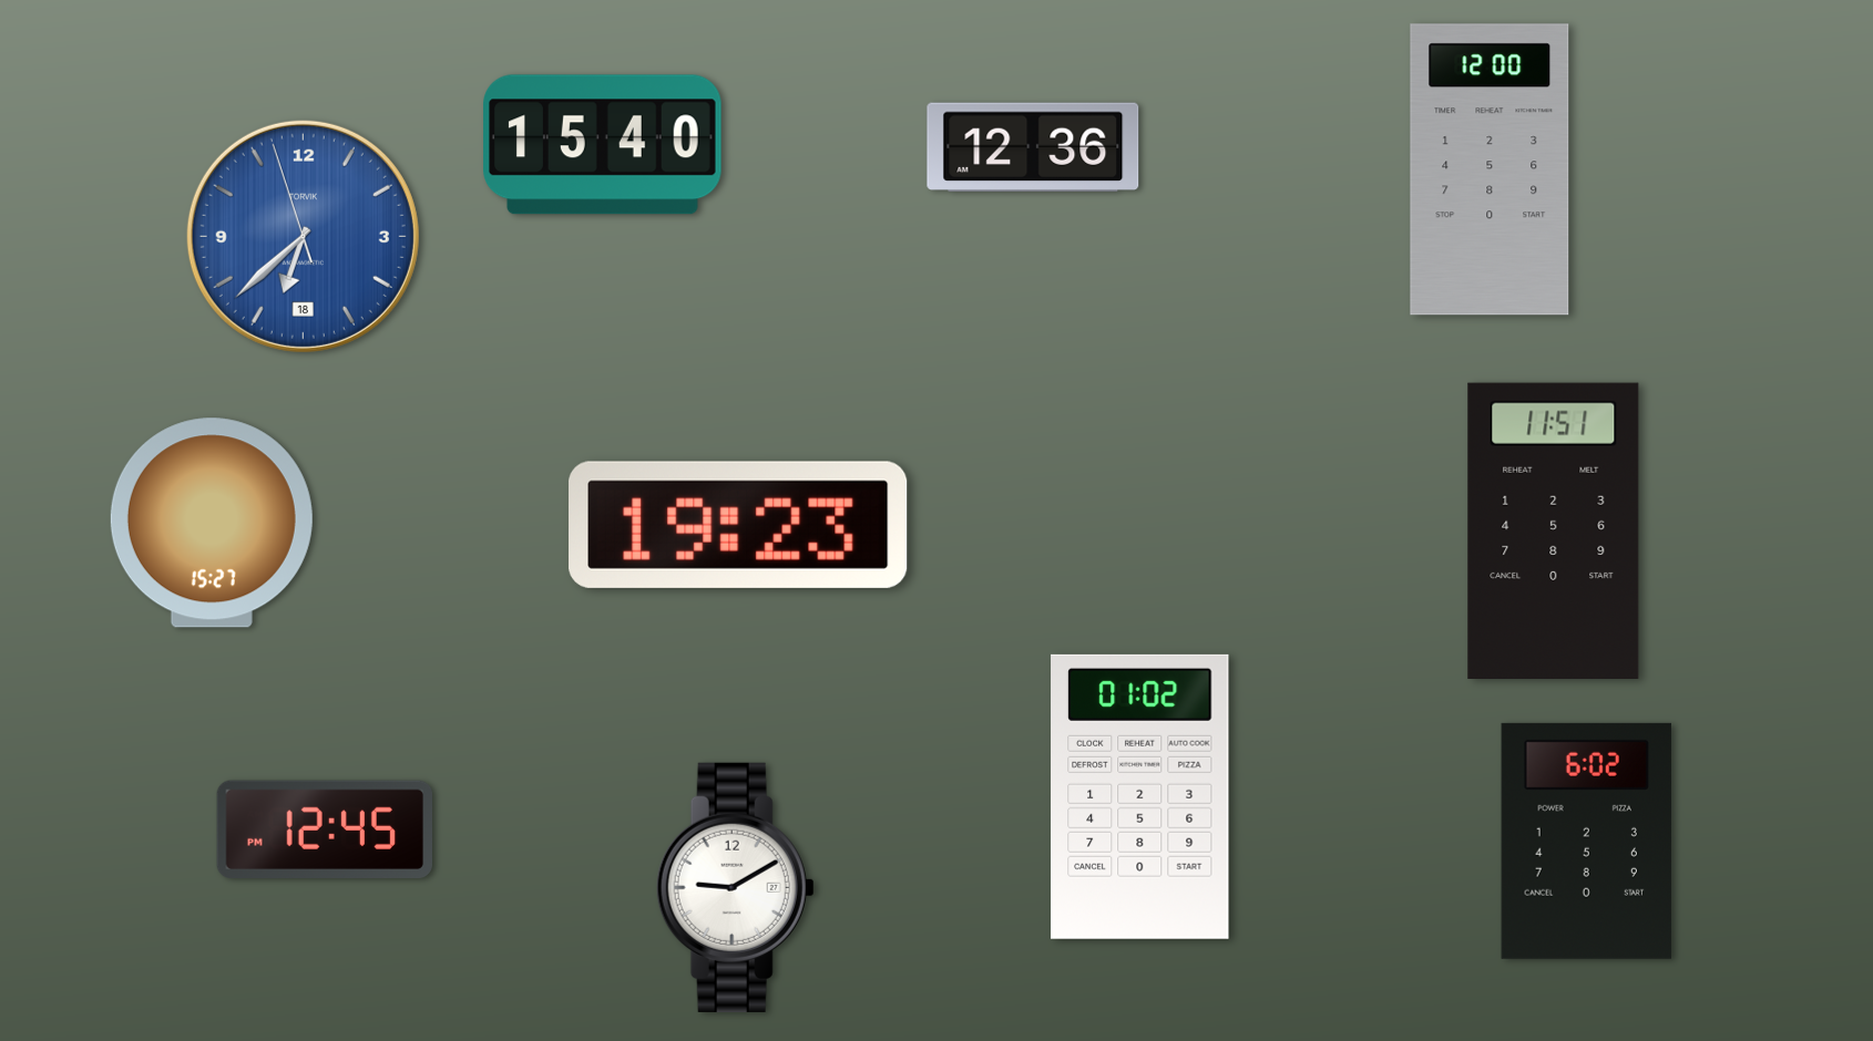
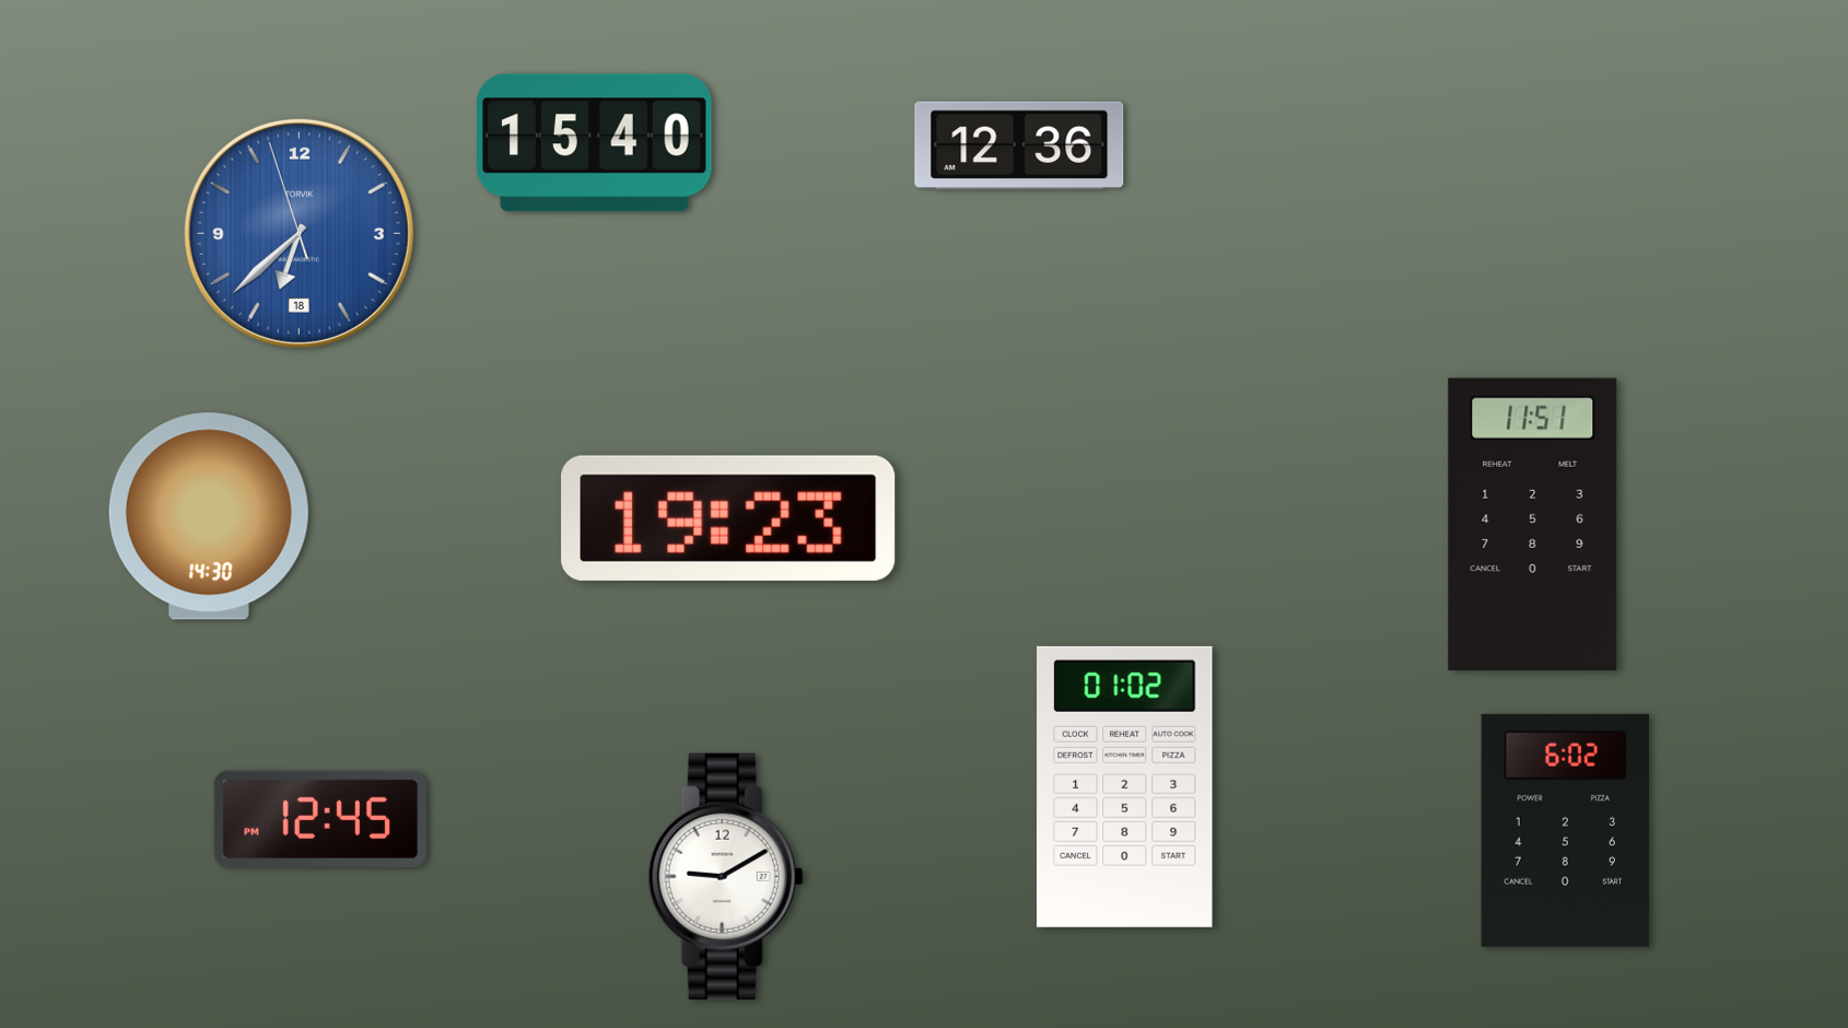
clock at (1490, 169): 12:00 -> none
clock at (212, 523): 15:27 -> 14:30
